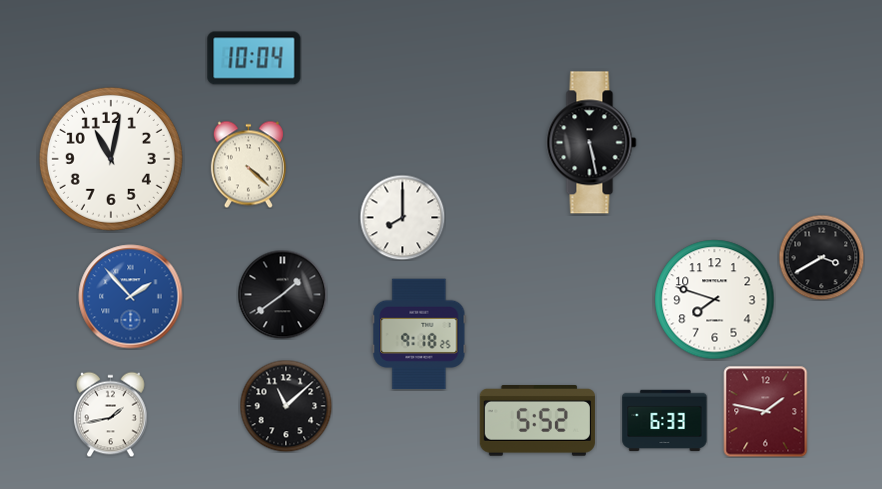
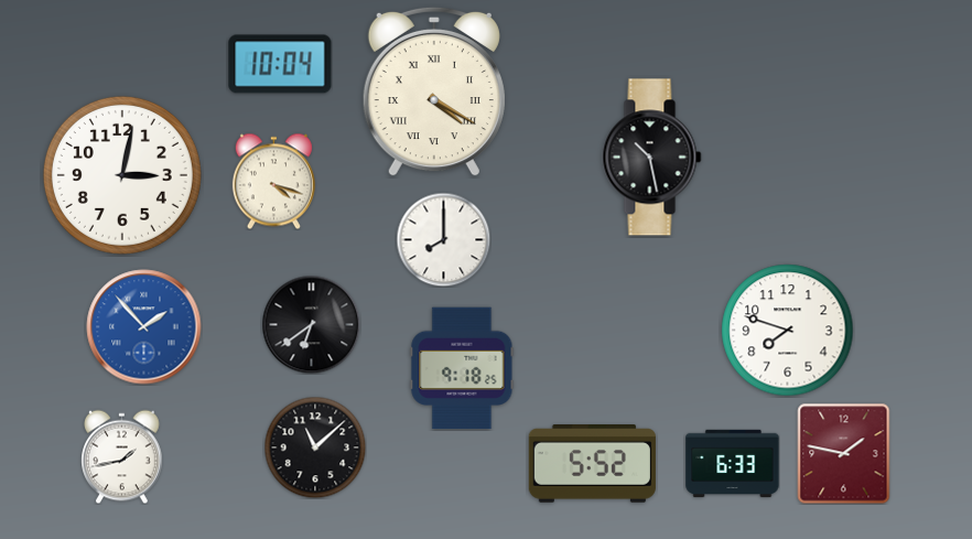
clock at (434, 91): none -> 4:20
clock at (592, 143): 5:28 -> 10:28
clock at (111, 159): 11:02 -> 3:02
clock at (248, 164): 4:22 -> 4:18
clock at (821, 257): 3:40 -> none
clock at (282, 294): 1:39 -> 6:39
